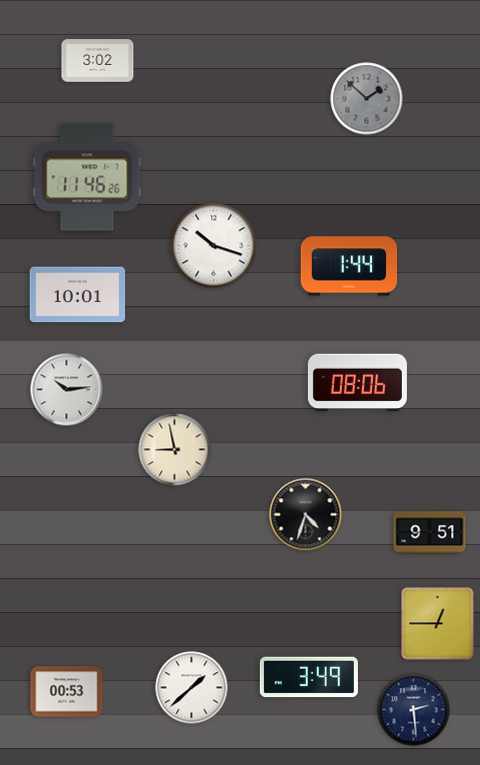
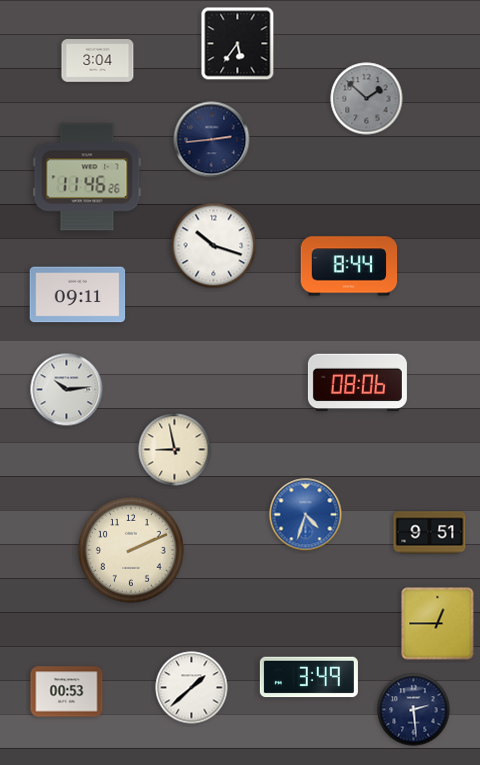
clock at (238, 44): none -> 5:36
clock at (98, 61): 3:02 -> 3:04
clock at (212, 140): none -> 2:44
clock at (349, 266): 1:44 -> 8:44
clock at (78, 295): 10:01 -> 09:11
clock at (306, 515) dial: black -> blue
clock at (131, 550): none -> 2:11
